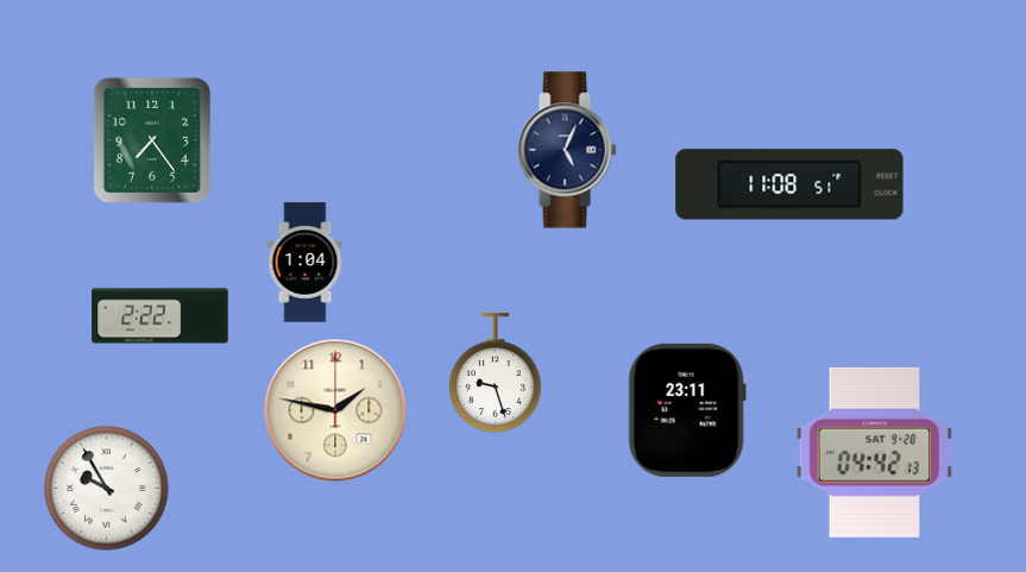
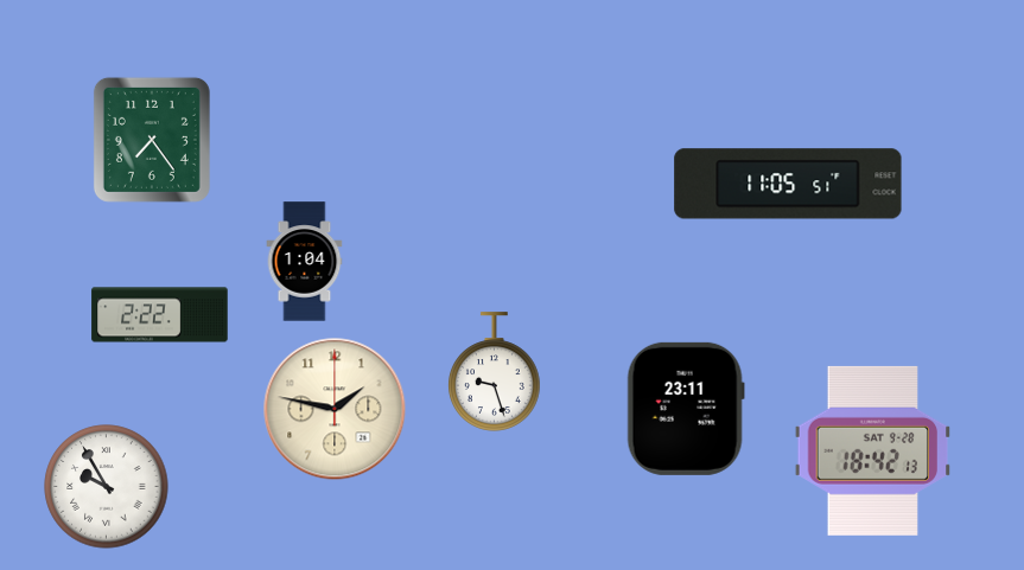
clock at (567, 150): 5:04 -> none
clock at (789, 184): 11:08 -> 11:05
clock at (875, 452): 04:42 -> 18:42
